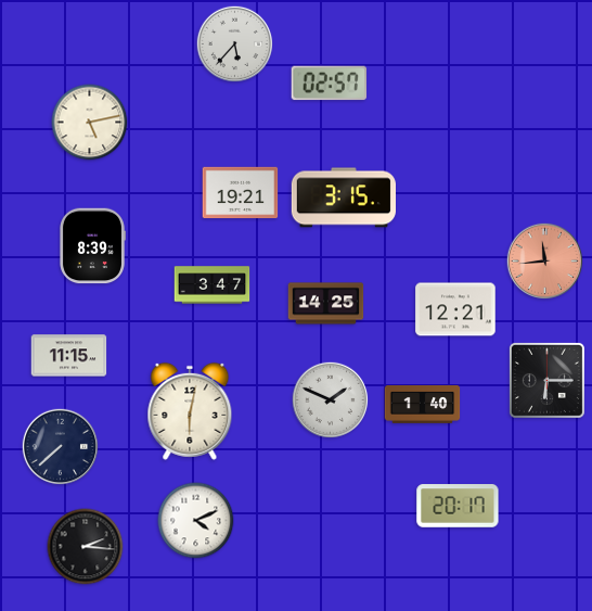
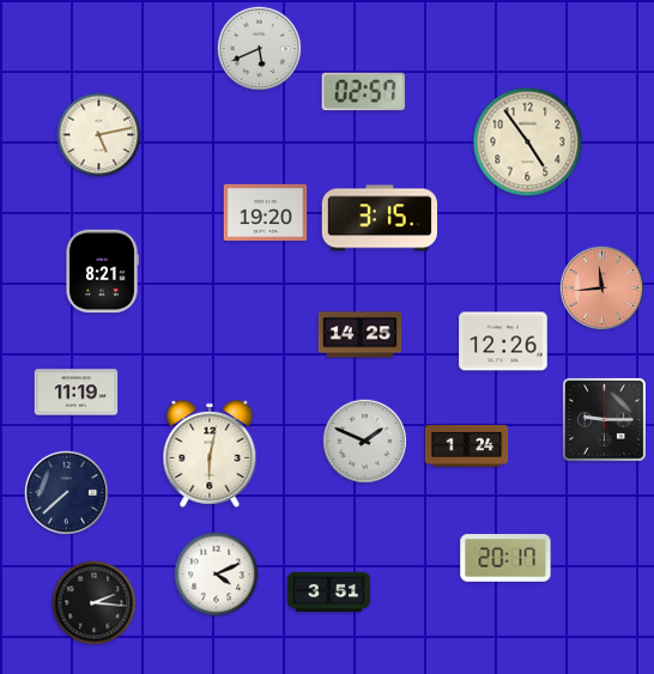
clock at (235, 44): 5:37 -> 5:41
clock at (528, 142): none -> 4:54
clock at (241, 193): 19:21 -> 19:20
clock at (92, 246): 8:39 -> 8:21
clock at (213, 285): 3:47 -> none
clock at (455, 309): 12:21 -> 12:26
clock at (69, 356): 11:15 -> 11:19
clock at (546, 380): 6:15 -> 9:15
clock at (423, 405): 1:40 -> 1:24
clock at (329, 593): none -> 3:51
